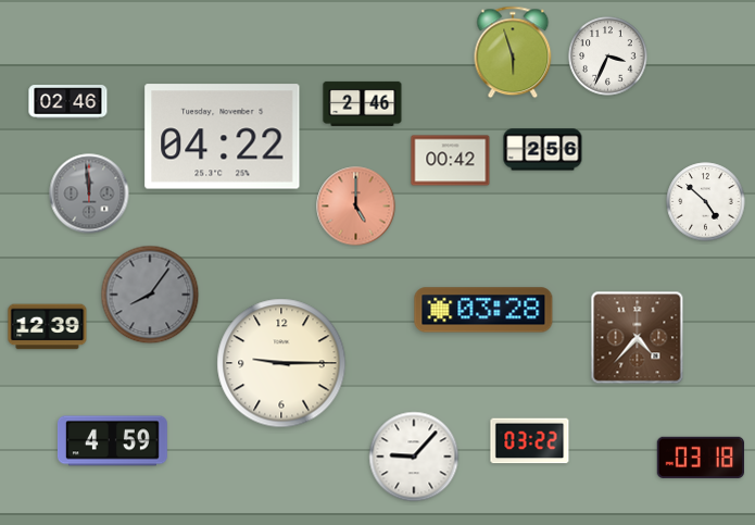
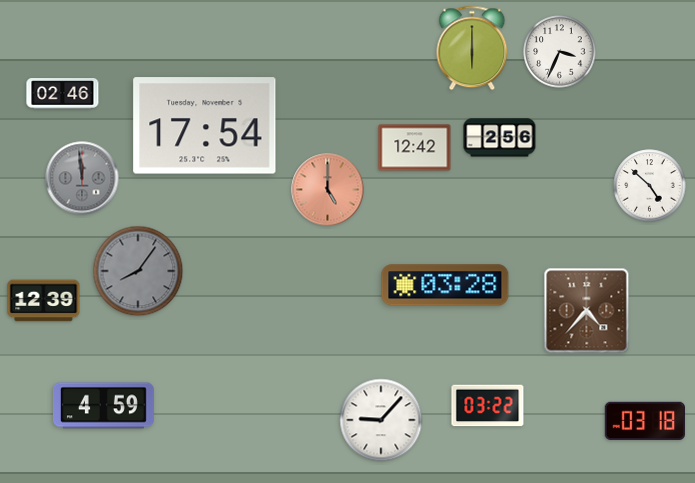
clock at (513, 52): 5:57 -> 6:00
clock at (363, 103): 2:46 -> none
clock at (223, 137): 04:22 -> 17:54
clock at (451, 161): 00:42 -> 12:42
clock at (281, 363): 9:15 -> none
